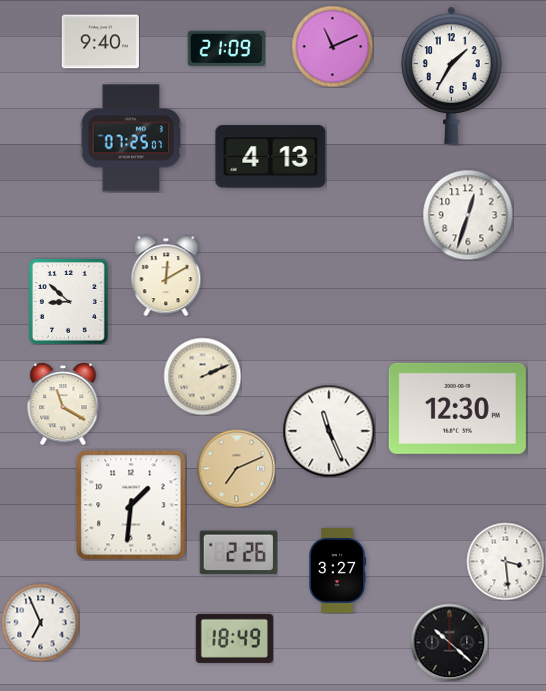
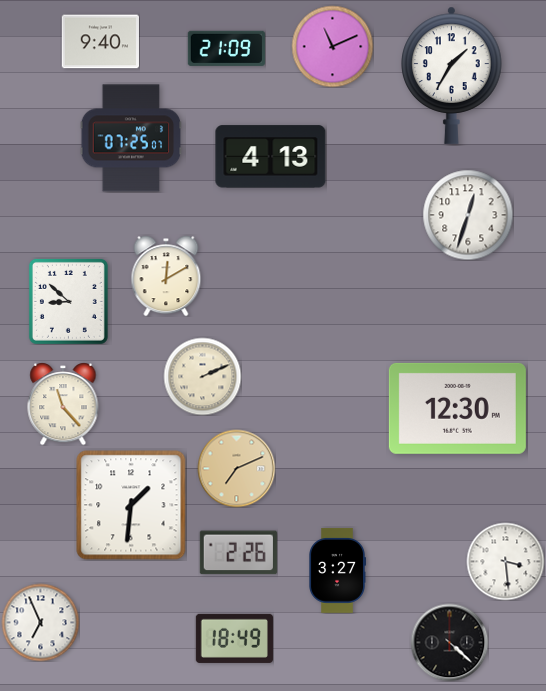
clock at (63, 404): 11:20 -> 11:23
clock at (329, 431): 11:26 -> none
clock at (449, 642): 10:22 -> 4:22
